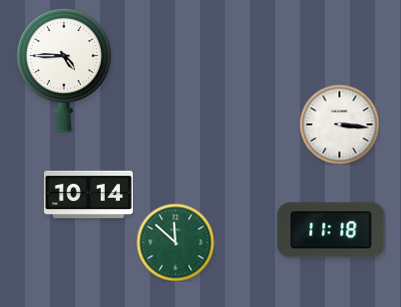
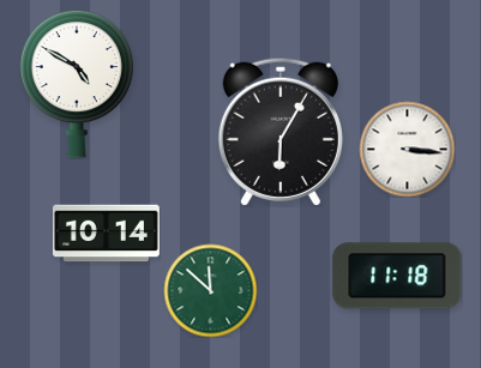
clock at (63, 70): 4:45 -> 4:50
clock at (281, 132): none -> 6:05
